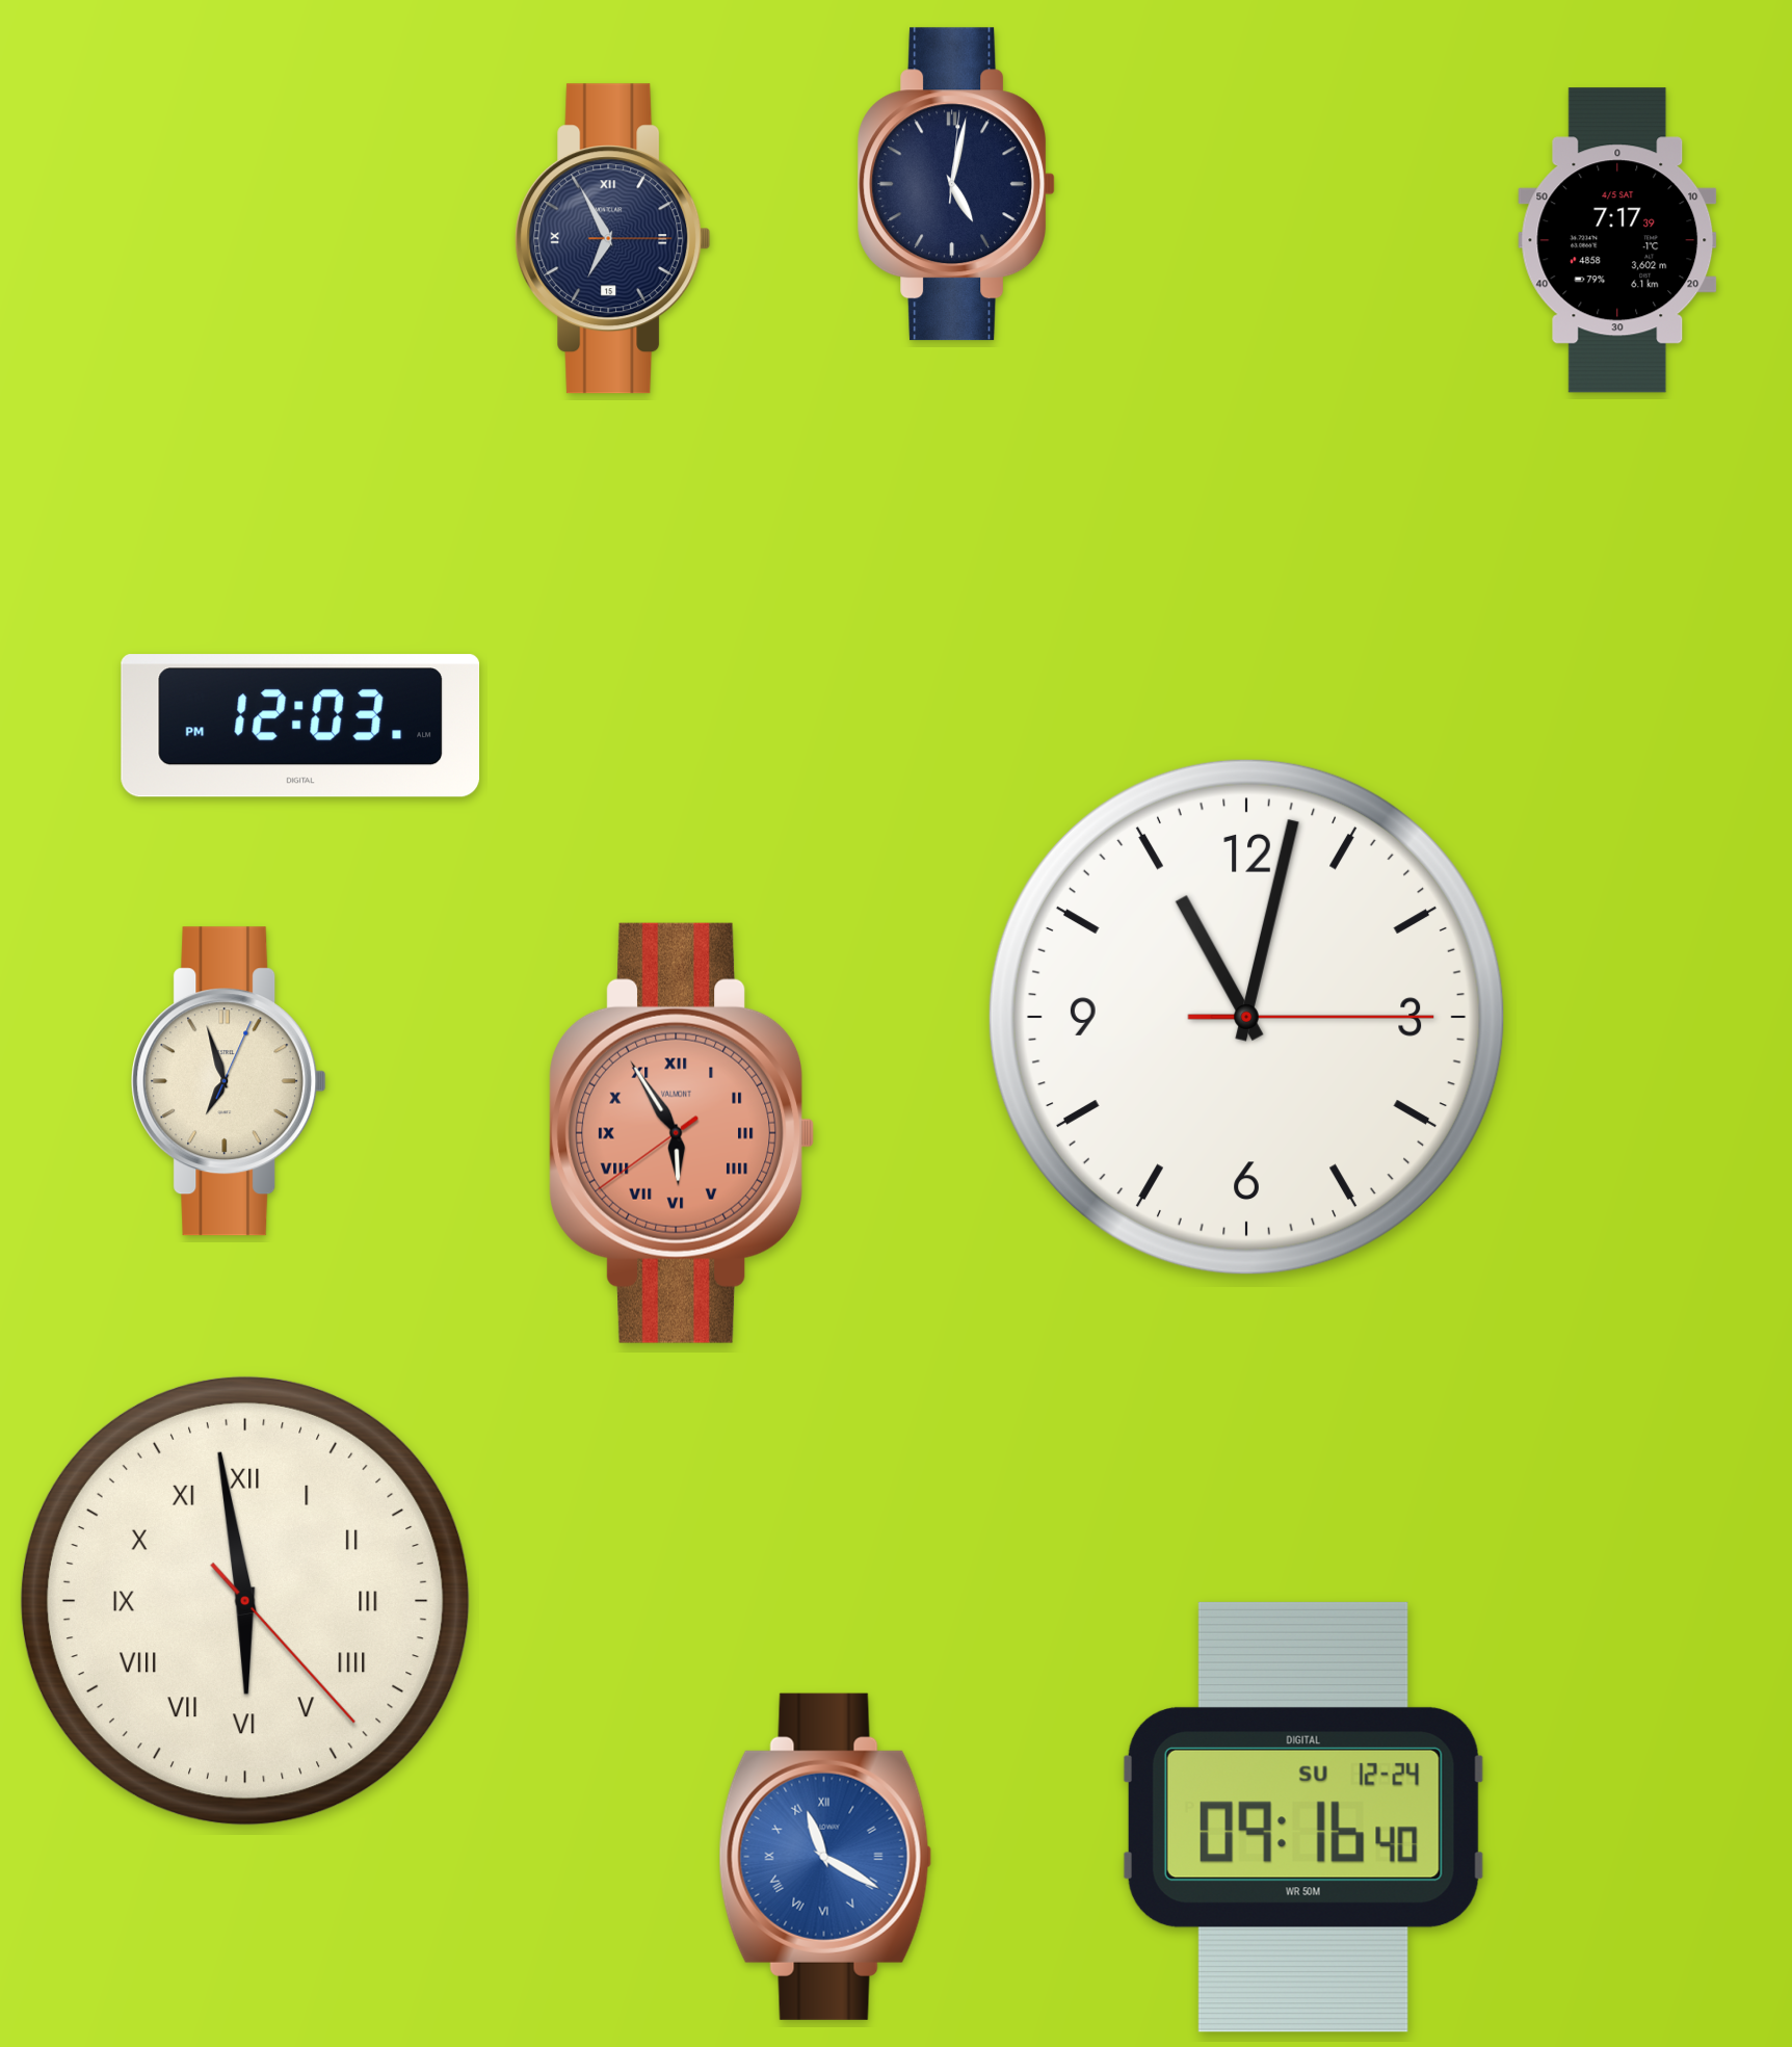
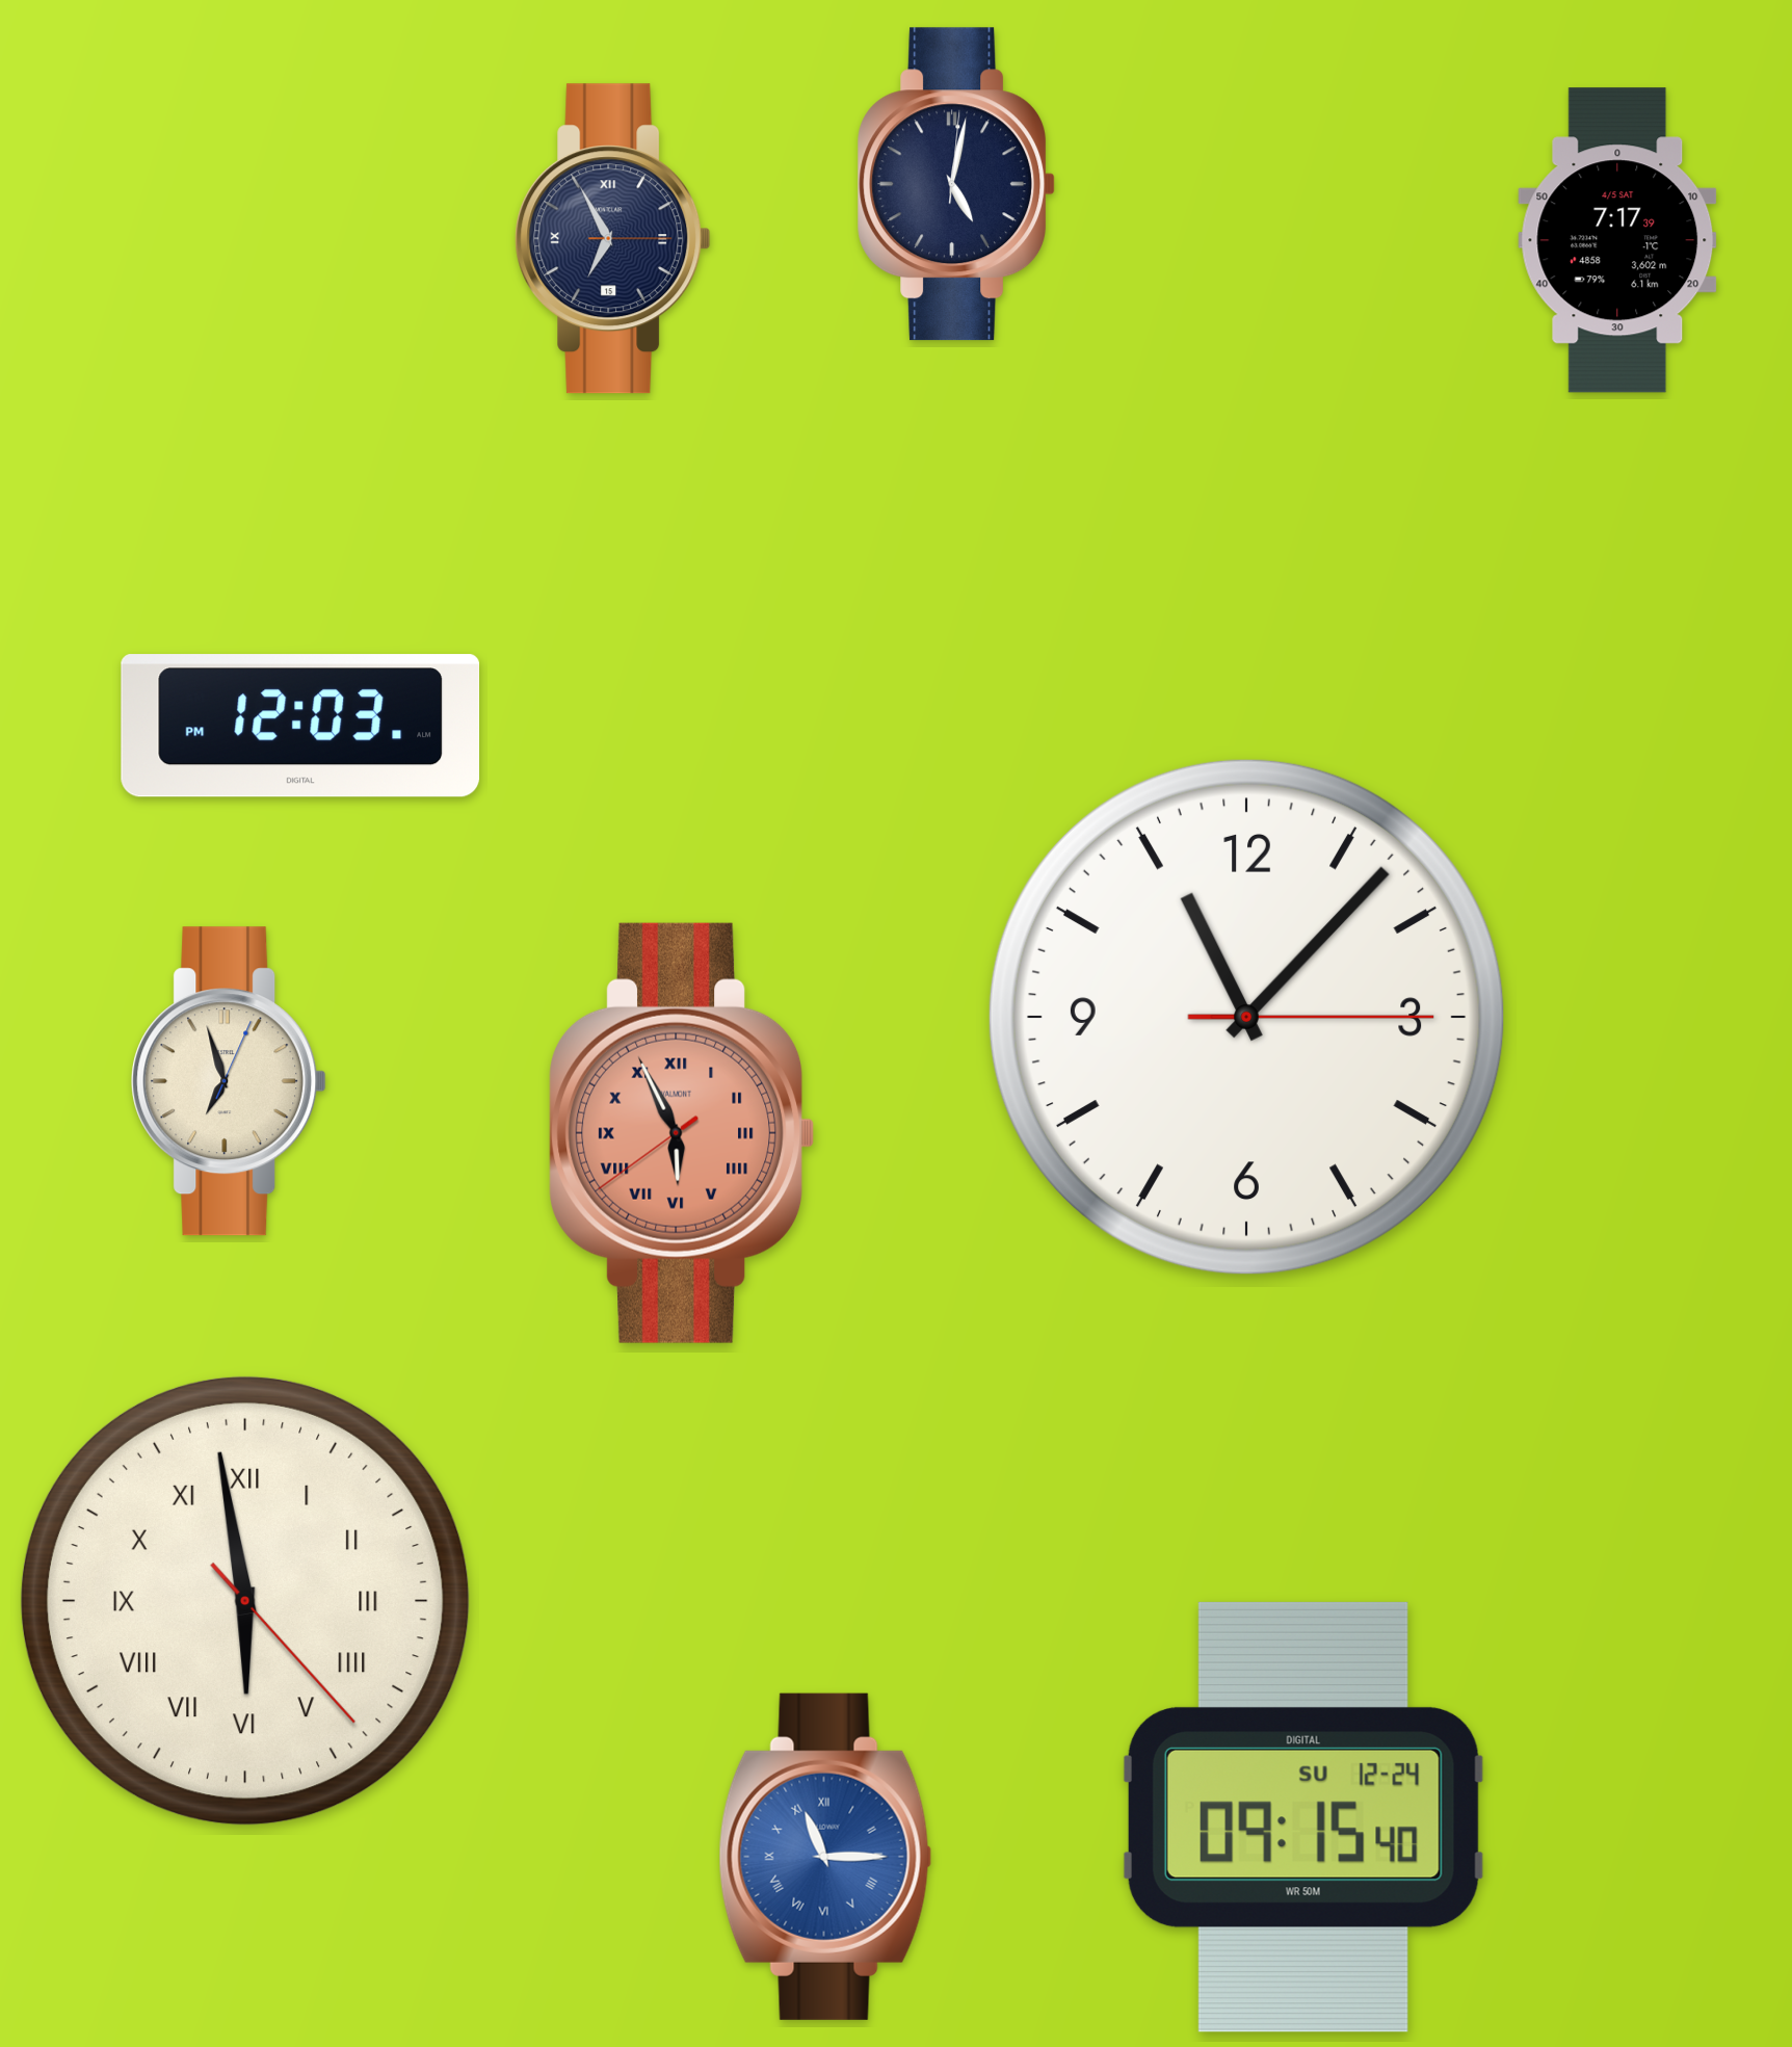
clock at (1246, 1017): 11:02 -> 11:07
clock at (682, 1133): 5:54 -> 5:55
clock at (1303, 1817): 09:16 -> 09:15
clock at (825, 1857): 11:20 -> 11:15
